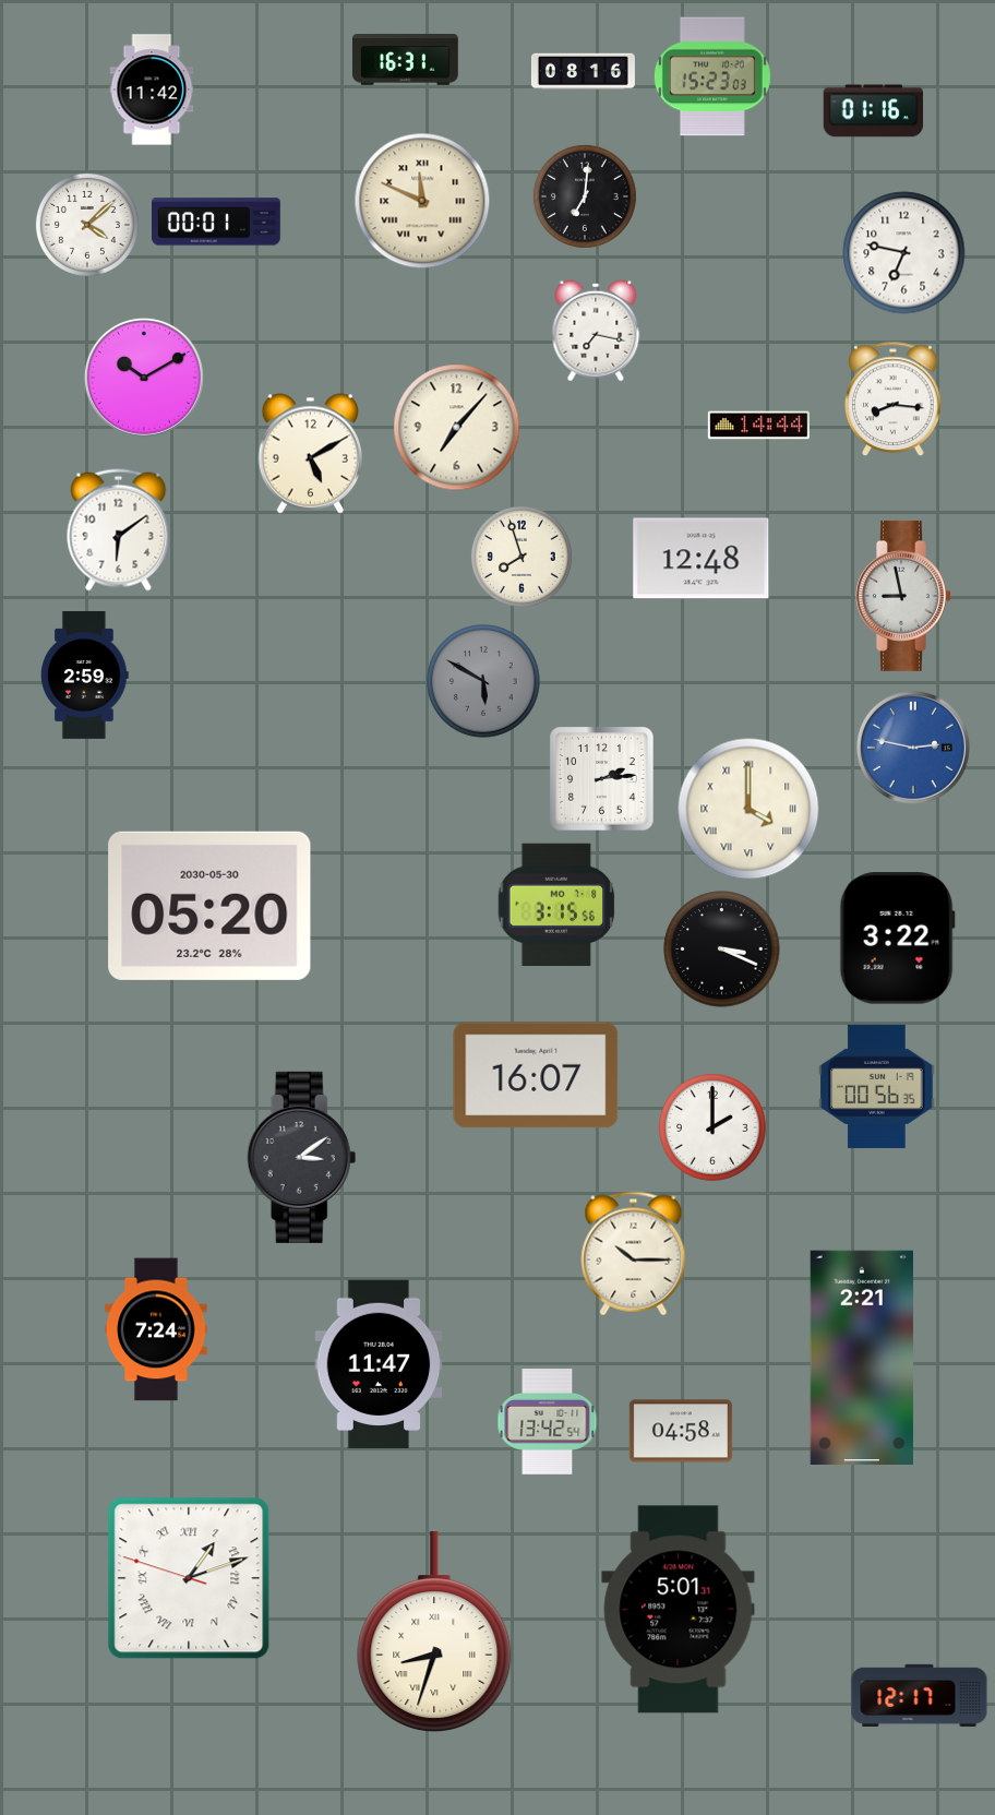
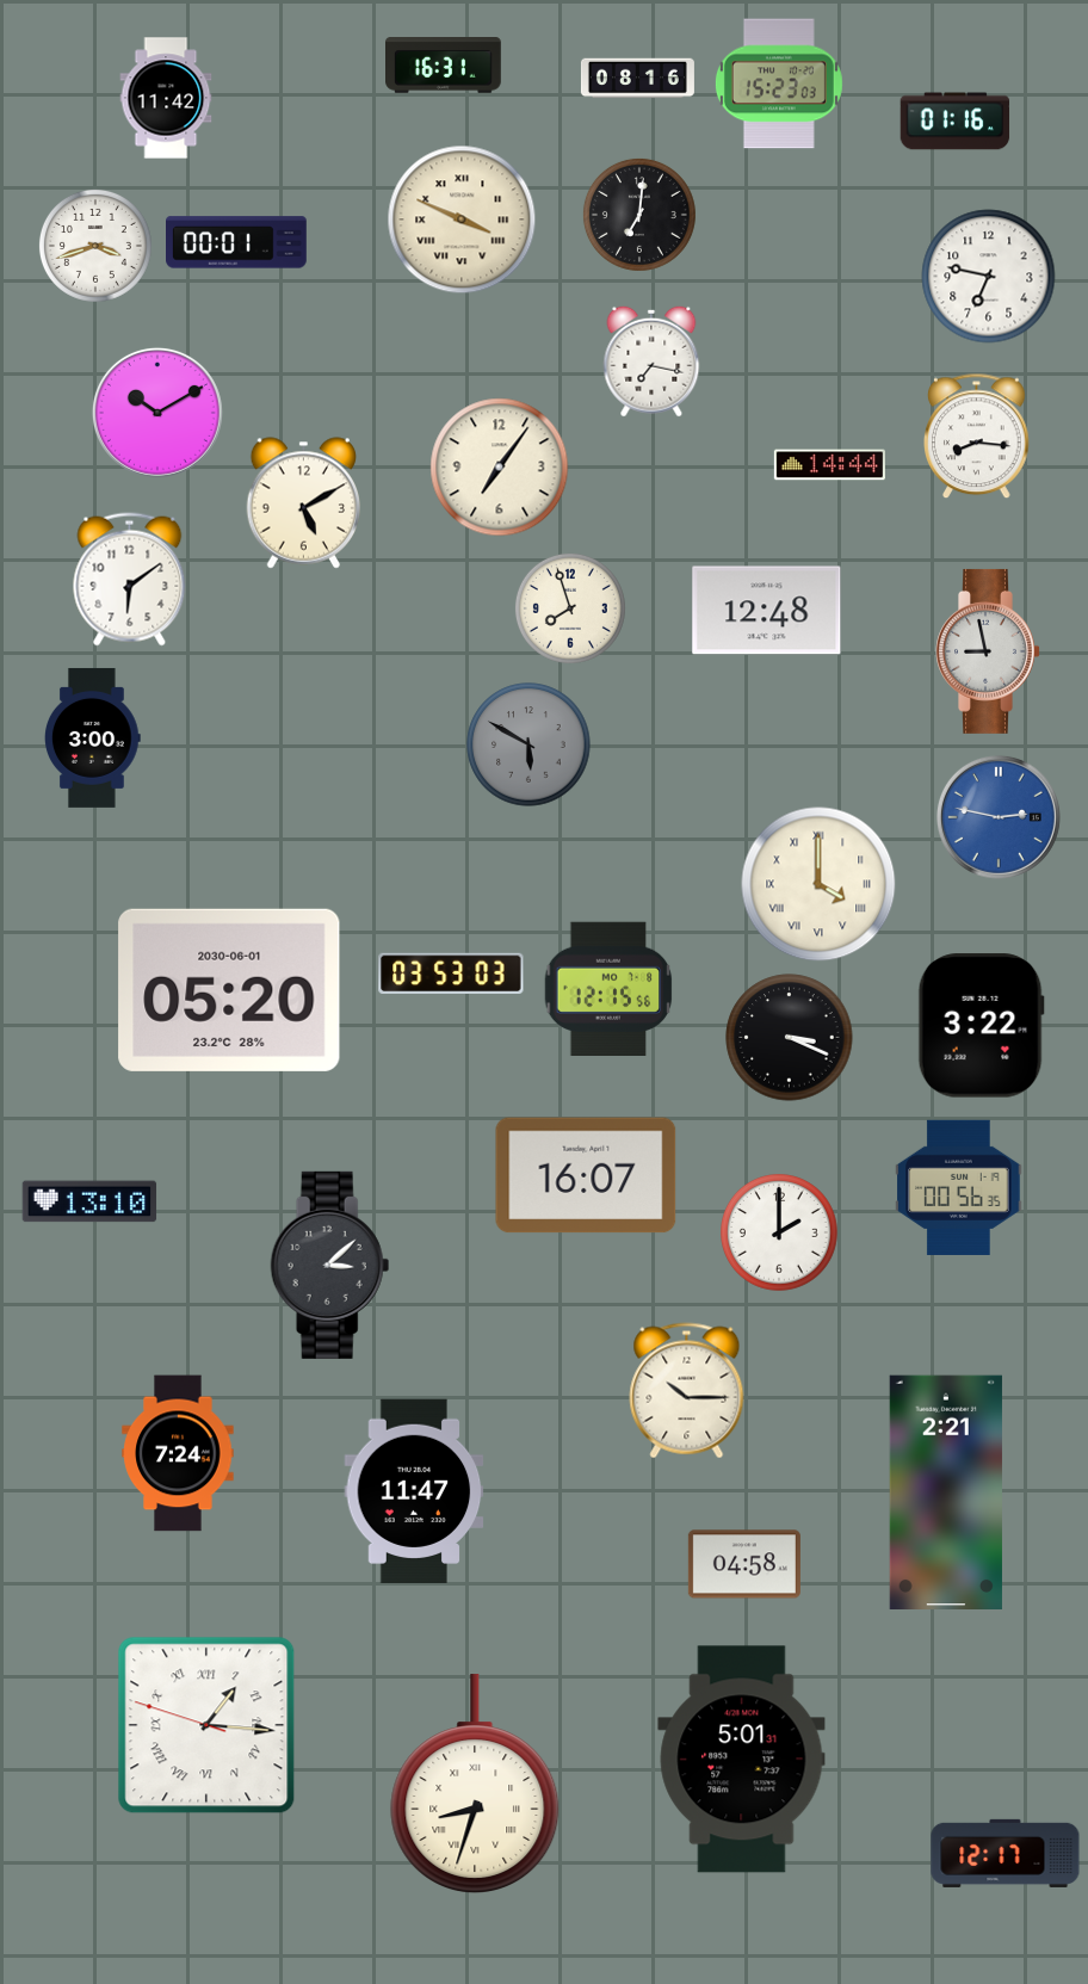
clock at (422, 201): 11:49 -> 3:49
clock at (87, 225): 4:08 -> 3:42
clock at (457, 428): 7:07 -> 7:06
clock at (311, 454) position: (311, 454) -> (304, 503)
clock at (85, 674): 2:59 -> 3:00
clock at (602, 779): 2:14 -> none
clock at (451, 972): none -> 03:53
clock at (556, 904): 3:15 -> 12:15
clock at (209, 906) date: 2030-05-30 -> 2030-06-01
clock at (89, 1201): none -> 13:10
clock at (302, 1157): 3:09 -> 3:08
clock at (634, 1254) position: (634, 1254) -> (687, 1391)
clock at (156, 1329) position: (156, 1329) -> (178, 1453)
clock at (862, 1357) position: (862, 1357) -> (946, 1491)
clock at (548, 1422): 13:42 -> none
clock at (189, 1578): 1:11 -> 1:15
